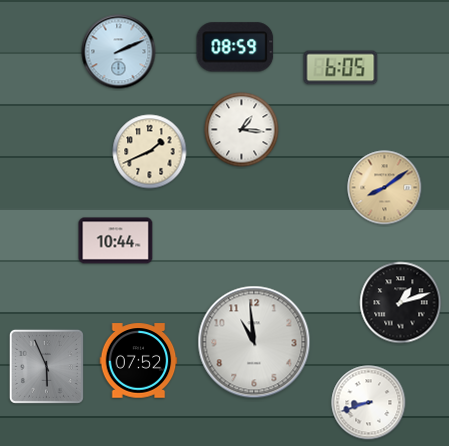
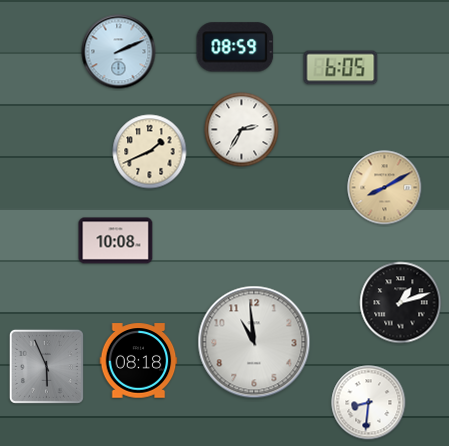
clock at (242, 130): 1:16 -> 2:35
clock at (385, 188): 8:09 -> 8:10
clock at (116, 241): 10:44 -> 10:08
clock at (139, 361): 07:52 -> 08:18
clock at (369, 403): 8:42 -> 8:31
